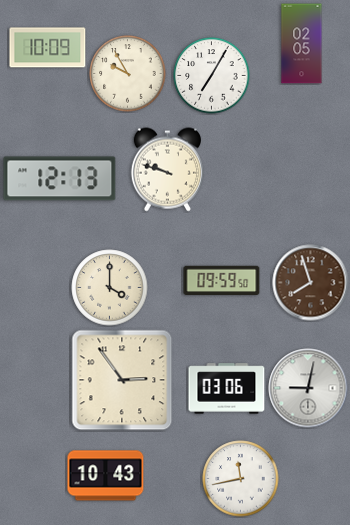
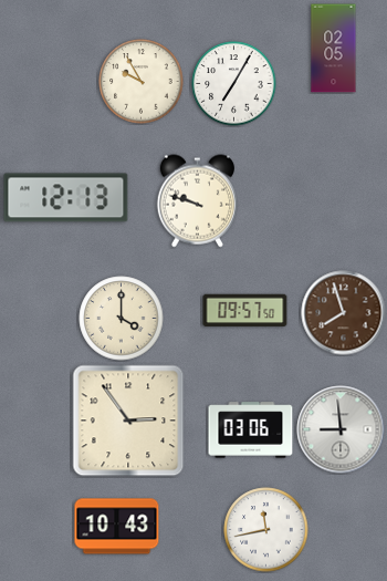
clock at (48, 48): 10:09 -> none
clock at (167, 170) position: (167, 170) -> (197, 201)
clock at (222, 281): 09:59 -> 09:57
clock at (122, 380) position: (122, 380) -> (128, 421)
clock at (308, 388): 9:02 -> 8:59
